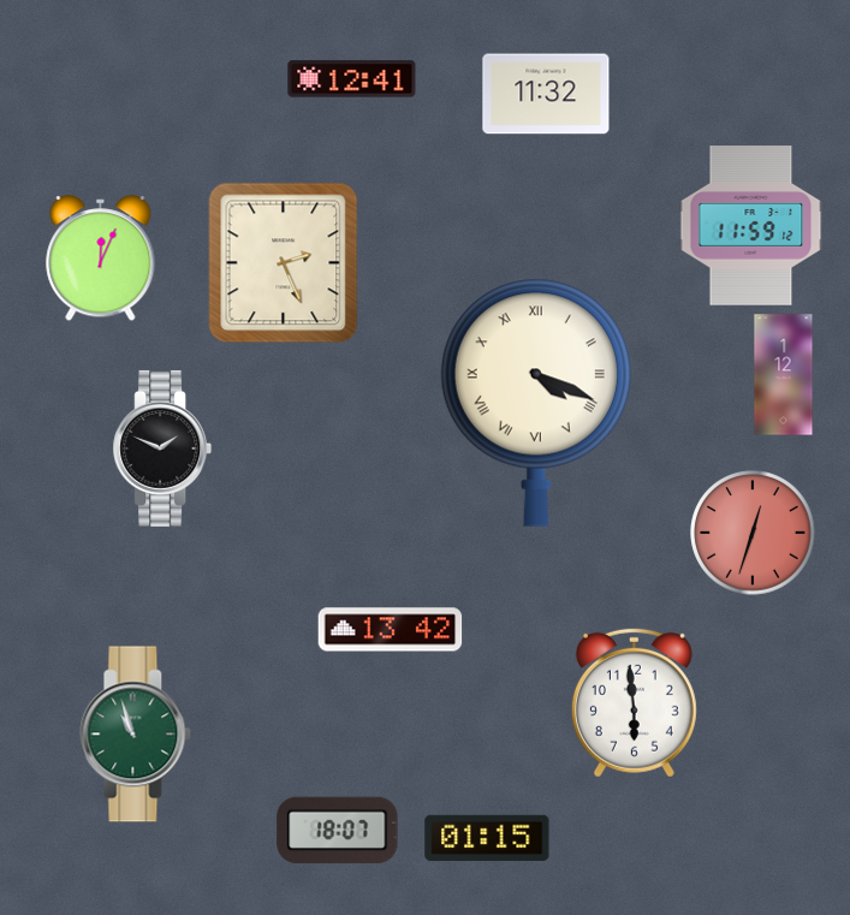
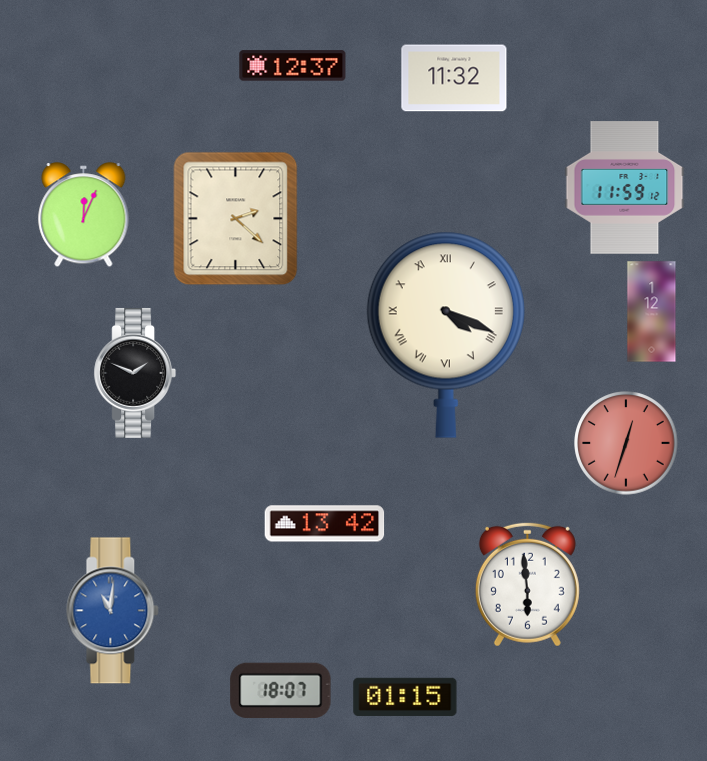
clock at (352, 79): 12:41 -> 12:37
clock at (284, 263): 2:26 -> 2:22
clock at (136, 735): 10:57 -> 11:01
clock at (136, 735) dial: green -> blue
